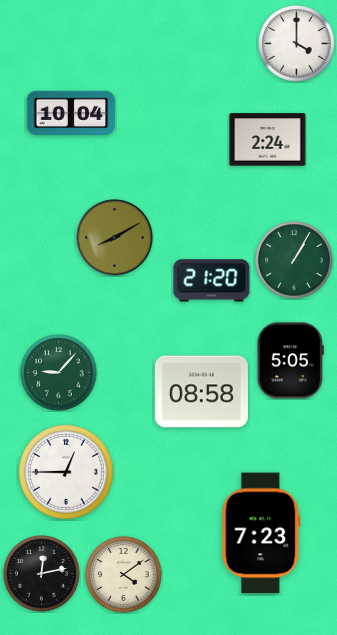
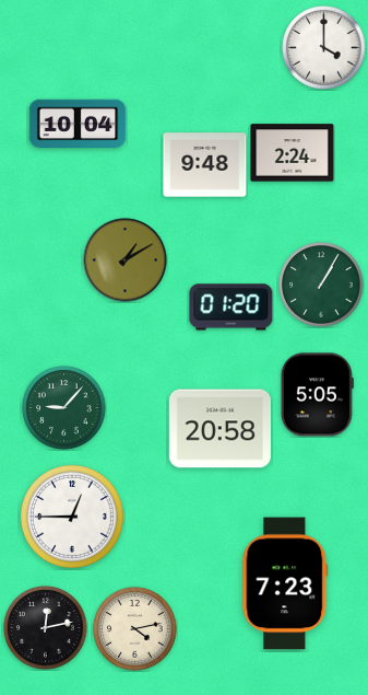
clock at (205, 165): none -> 9:48
clock at (115, 238): 8:10 -> 1:10
clock at (212, 281): 21:20 -> 01:20
clock at (201, 392): 08:58 -> 20:58
clock at (124, 575): 4:09 -> 4:13
